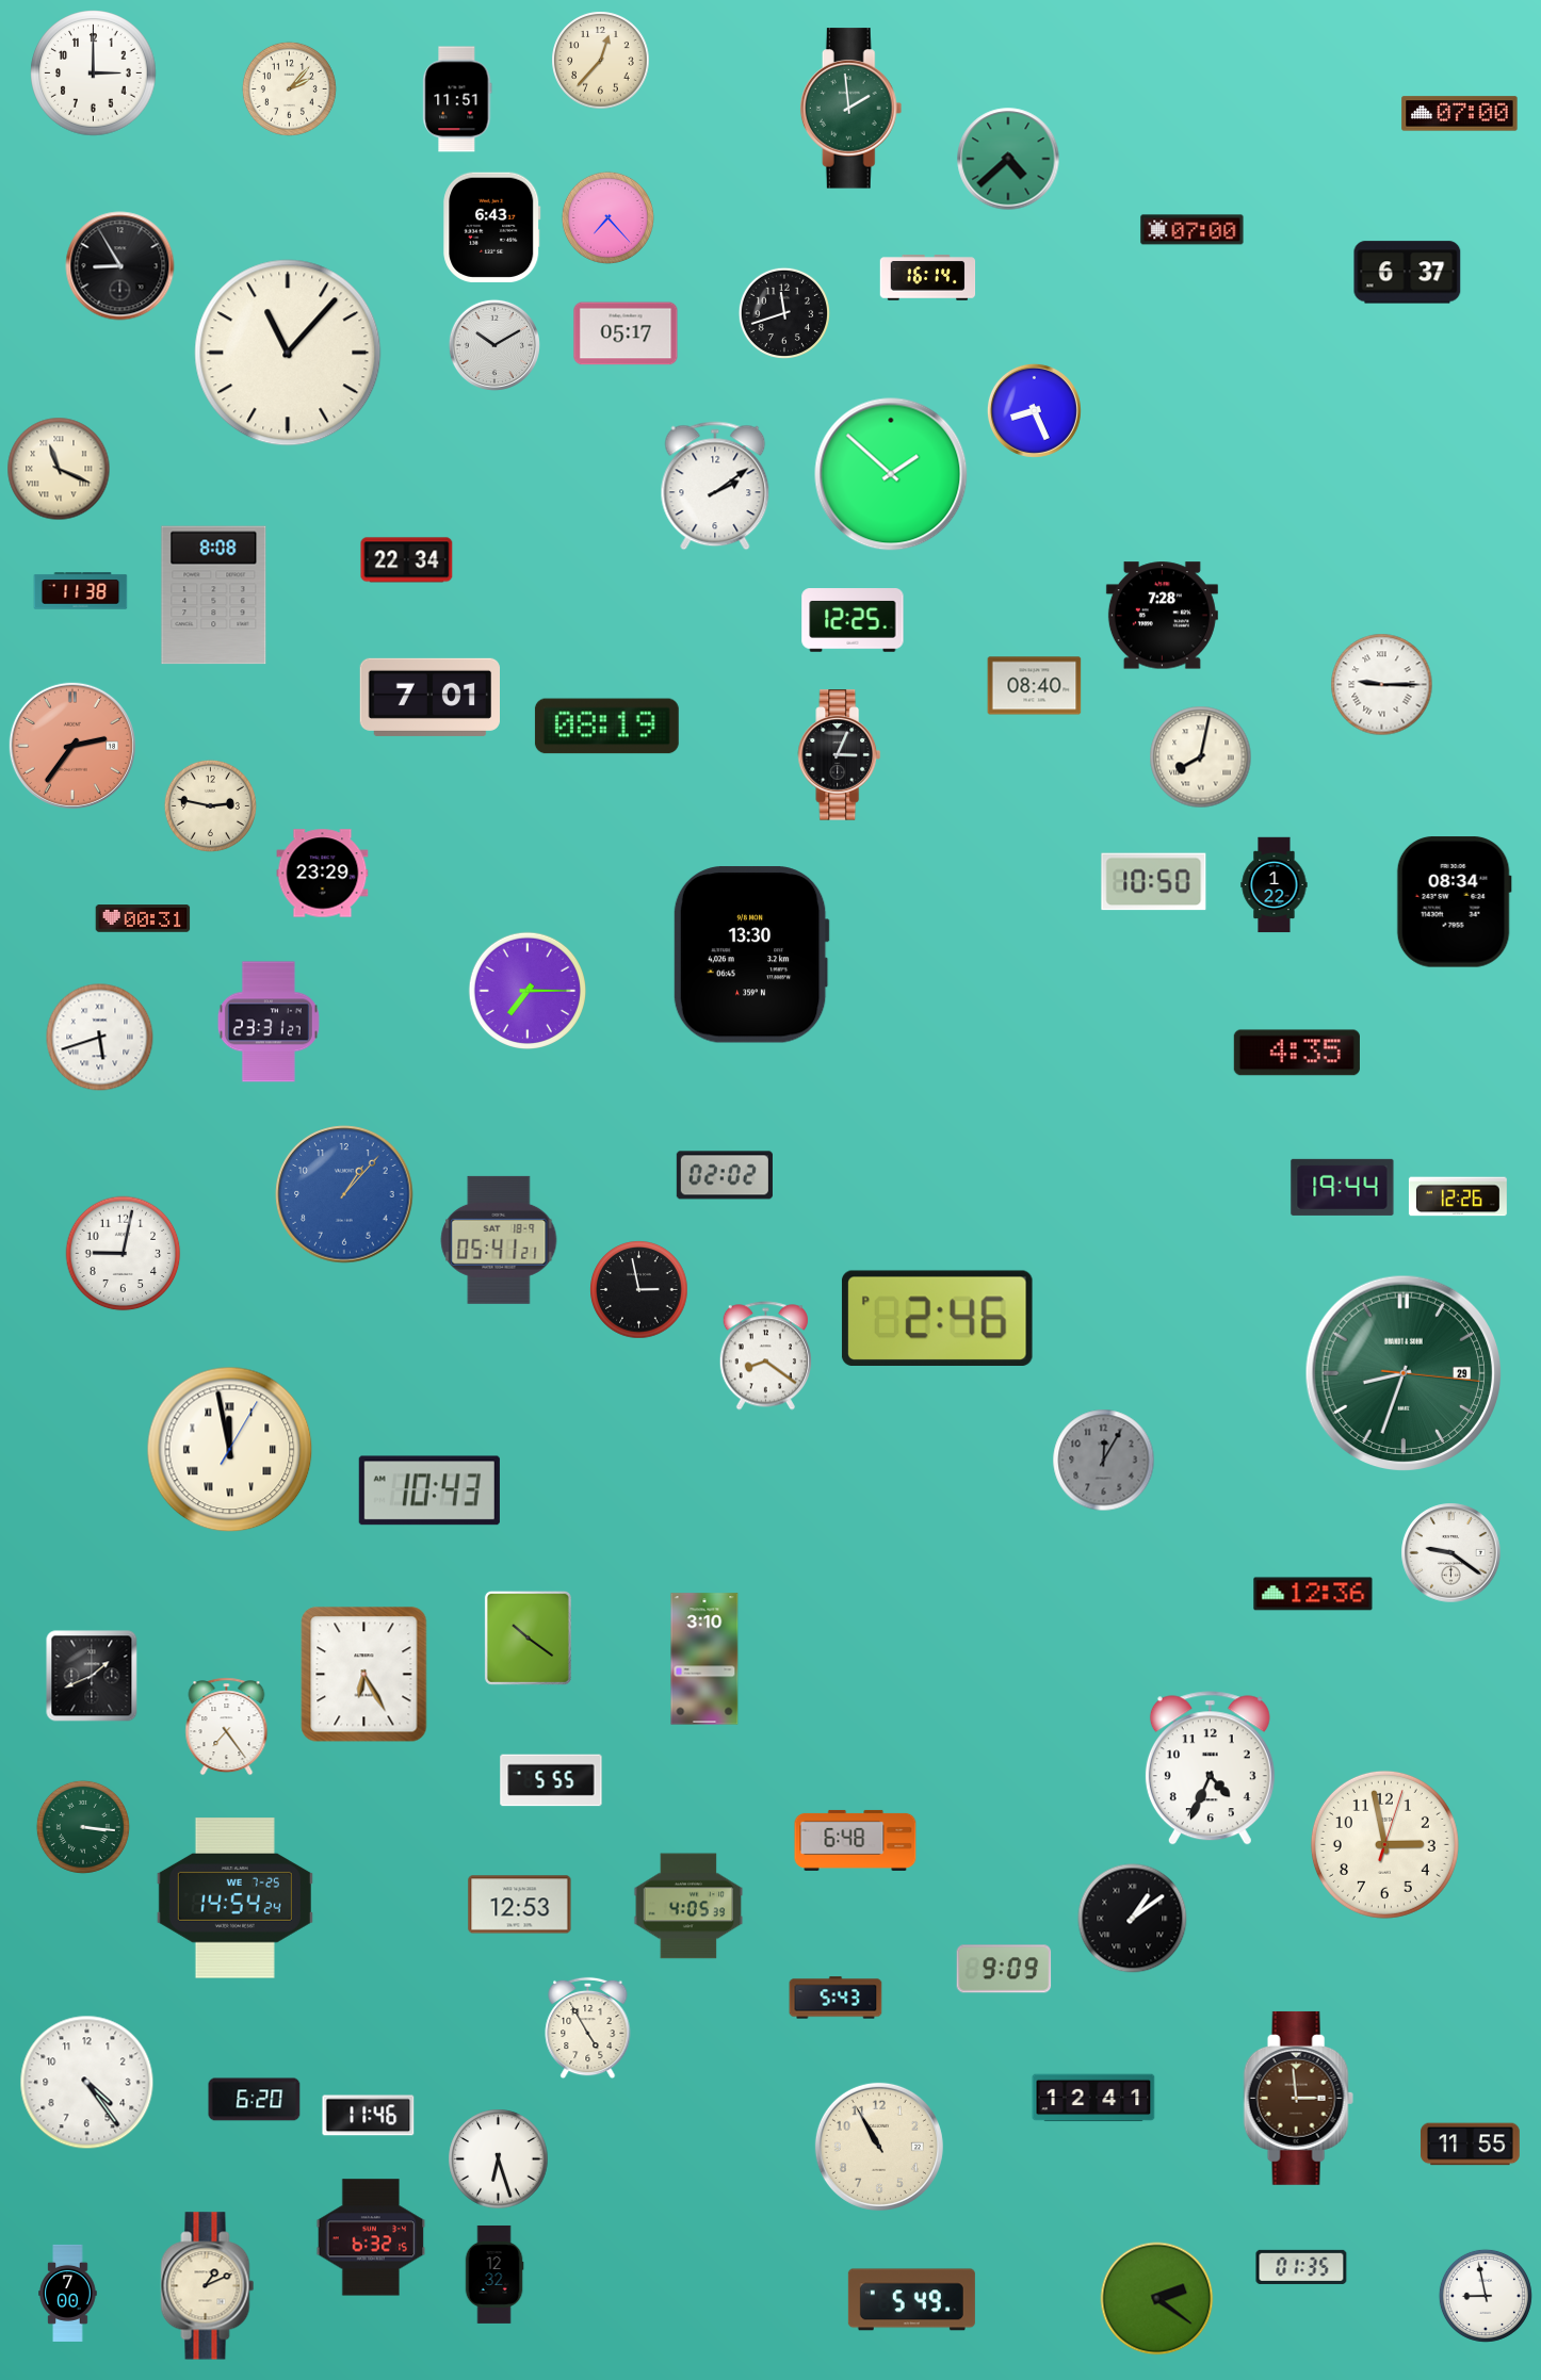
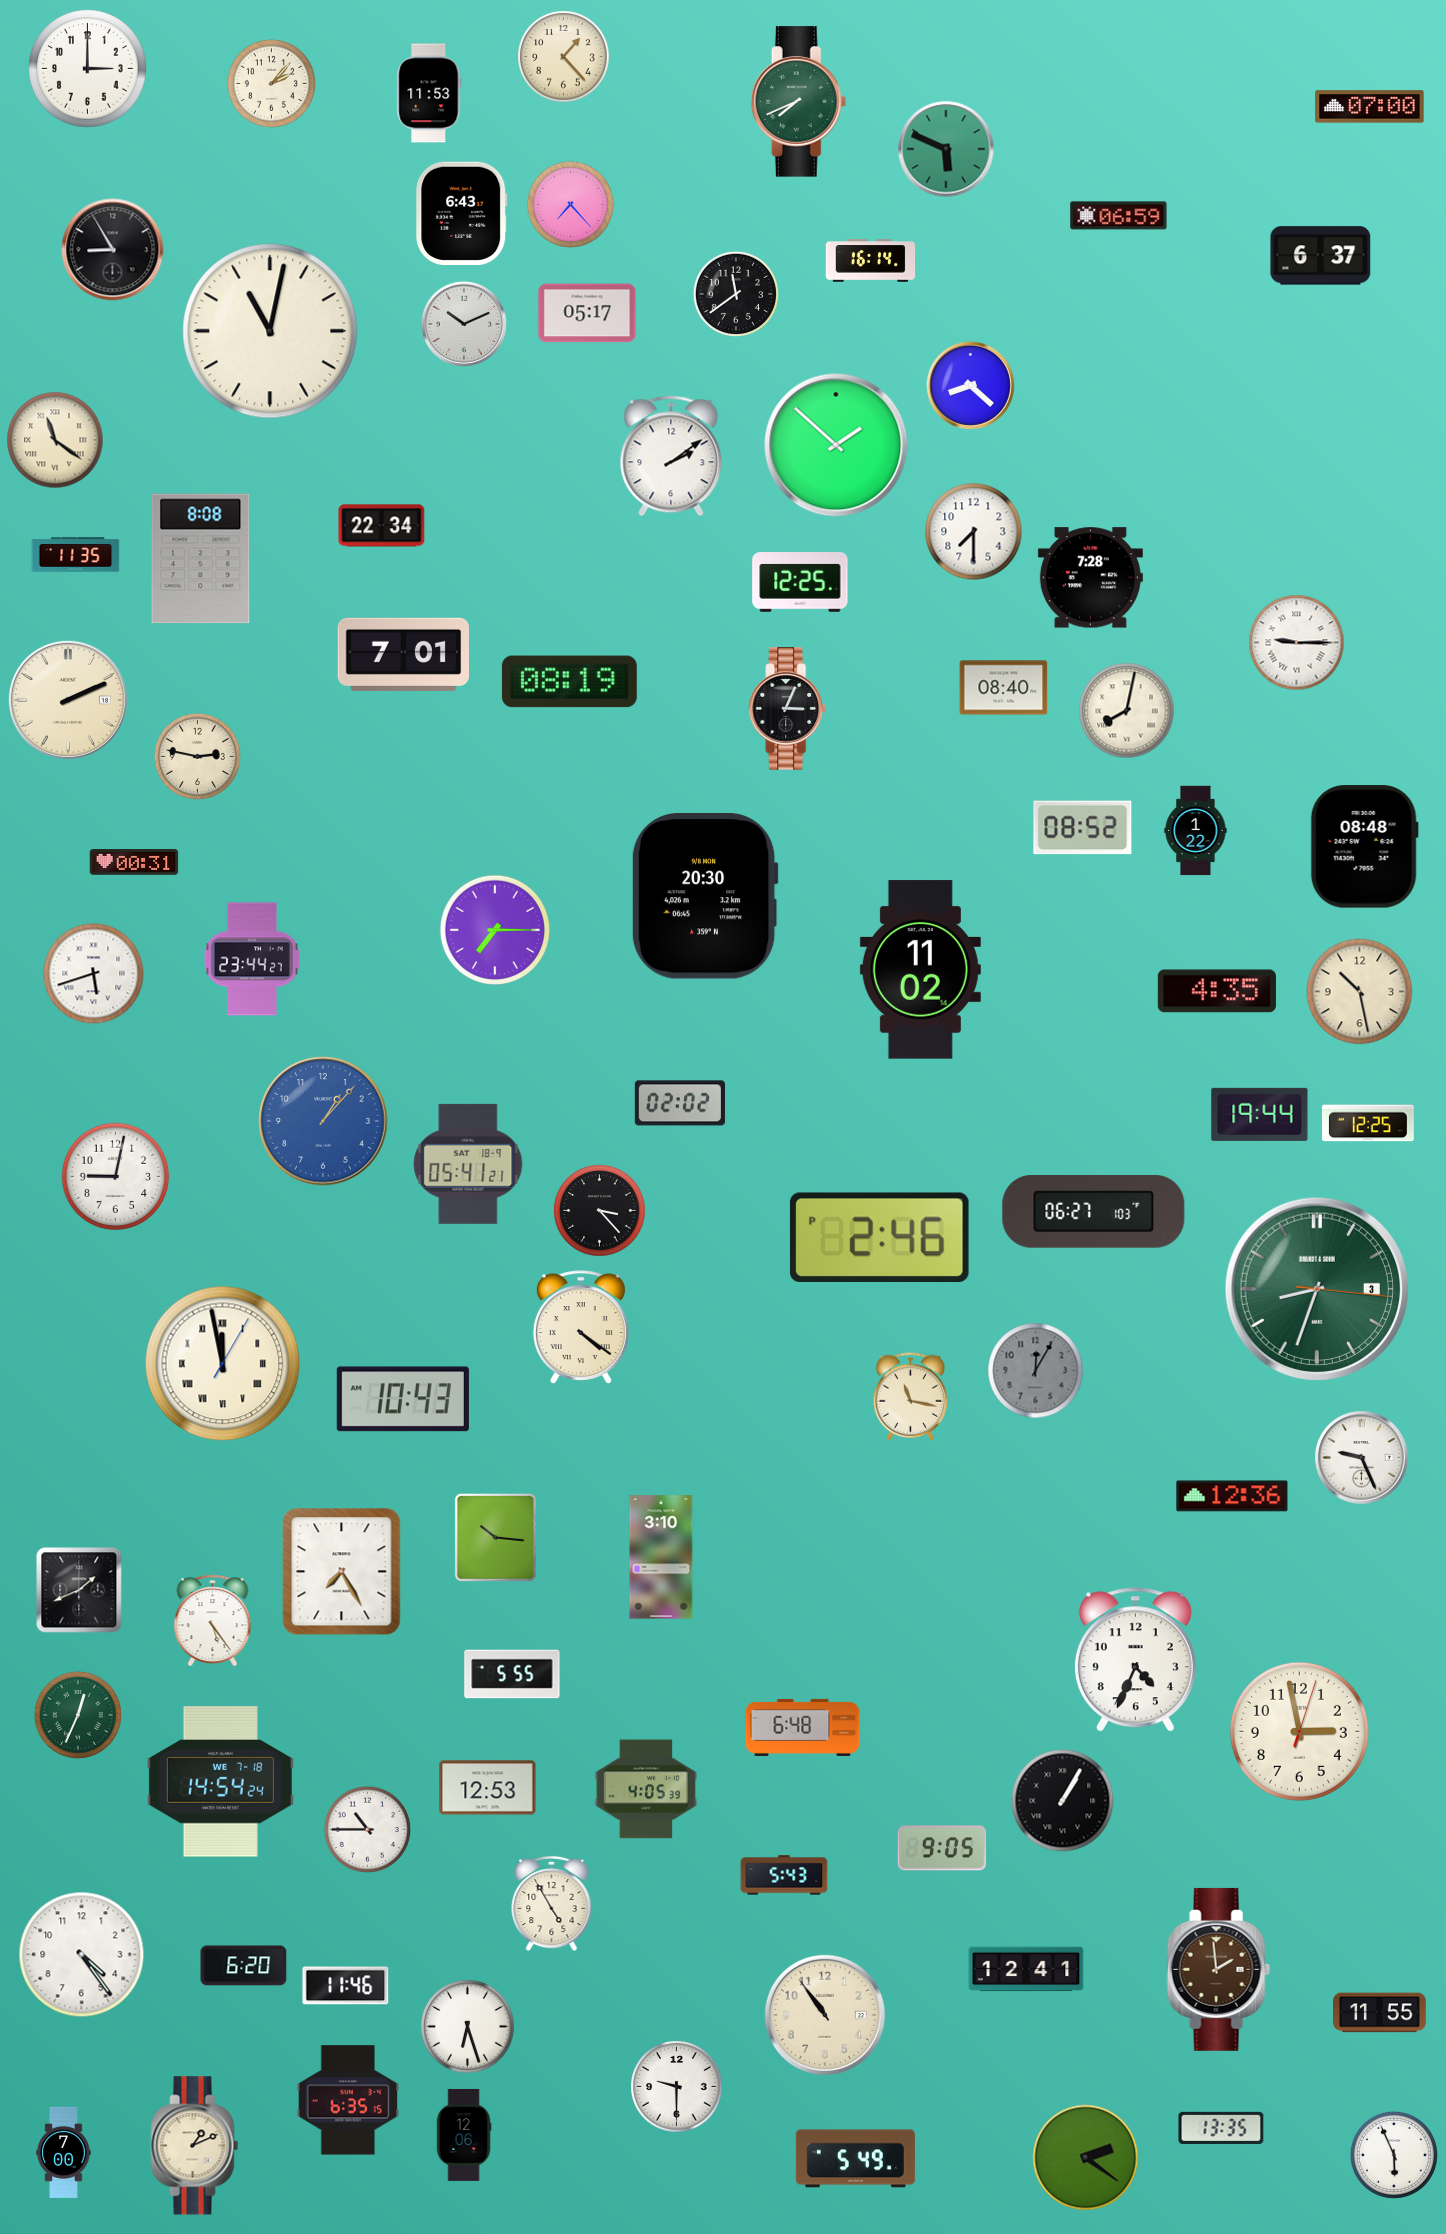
clock at (601, 61): 12:37 -> 1:23
clock at (457, 99): 11:51 -> 11:53
clock at (851, 109): 1:59 -> 7:41
clock at (1008, 159): 4:38 -> 5:49
clock at (1193, 230): 07:00 -> 06:59
clock at (783, 312): 11:42 -> 11:39
clock at (494, 345): 10:10 -> 10:11
clock at (288, 353): 11:07 -> 11:02
clock at (1034, 410): 8:26 -> 8:22
clock at (59, 469): 11:19 -> 11:21
clock at (974, 532): none -> 7:30
clock at (81, 591): 11:38 -> 11:35
clock at (1035, 686) position: (1035, 686) -> (1004, 688)
clock at (72, 746): 2:36 -> 2:11
clock at (72, 746) dial: salmon -> cream
clock at (323, 874): 23:29 -> none
clock at (1154, 882): 10:50 -> 08:52
clock at (1454, 902): 08:34 -> 08:48
clock at (751, 955): 13:30 -> 20:30
clock at (269, 1022): 23:31 -> 23:44
clock at (920, 970): none -> 11:02
clock at (1297, 1053) position: (1297, 1053) -> (1217, 991)
clock at (1360, 992): none -> 10:28
clock at (1458, 1196): 12:26 -> 12:25
clock at (639, 1290): 2:58 -> 3:23
clock at (1094, 1212): none -> 06:27
clock at (765, 1356): 8:21 -> none
clock at (1402, 1372) date: 29 -> 3
clock at (581, 1327): none -> 4:21
clock at (230, 1450) position: (230, 1450) -> (223, 1364)
clock at (911, 1397): none -> 11:17
clock at (1451, 1553): 9:21 -> 9:26
clock at (528, 1637): 10:21 -> 10:16
clock at (364, 1675): 6:25 -> 7:25
clock at (92, 1676) position: (92, 1676) -> (79, 1590)
clock at (227, 1727): 7:24 -> 5:24
clock at (551, 1780) position: (551, 1780) -> (512, 1674)
clock at (83, 1827): 3:16 -> 12:34
clock at (234, 1898) date: WE 7-25 -> WE 7-18
clock at (1133, 1919): 1:09 -> 1:05
clock at (367, 1829): none -> 10:45
clock at (1004, 1969): 9:09 -> 9:05
clock at (1298, 2098): 2:59 -> 1:59
clock at (255, 2100) position: (255, 2100) -> (244, 1966)
clock at (879, 2147): 10:55 -> 10:54
clock at (677, 2087): none -> 9:30
clock at (371, 2237): 6:32 -> 6:35
clock at (1301, 2267): 01:35 -> 13:35
clock at (494, 2275): 12:32 -> 12:06
clock at (1486, 2296): 8:58 -> 5:56
